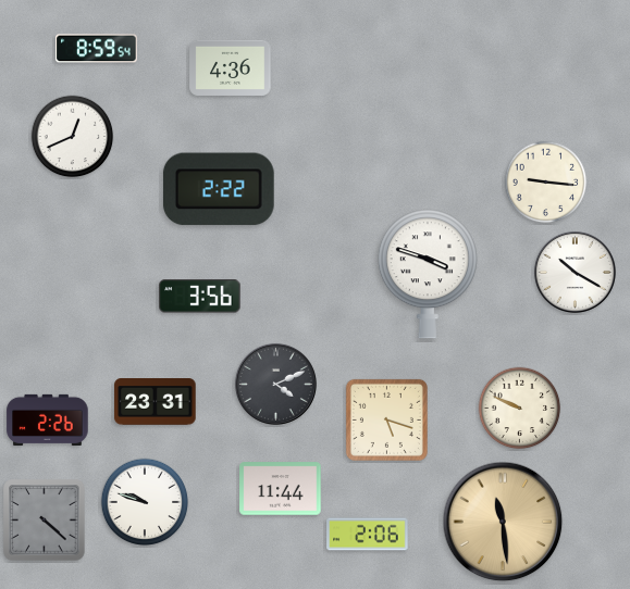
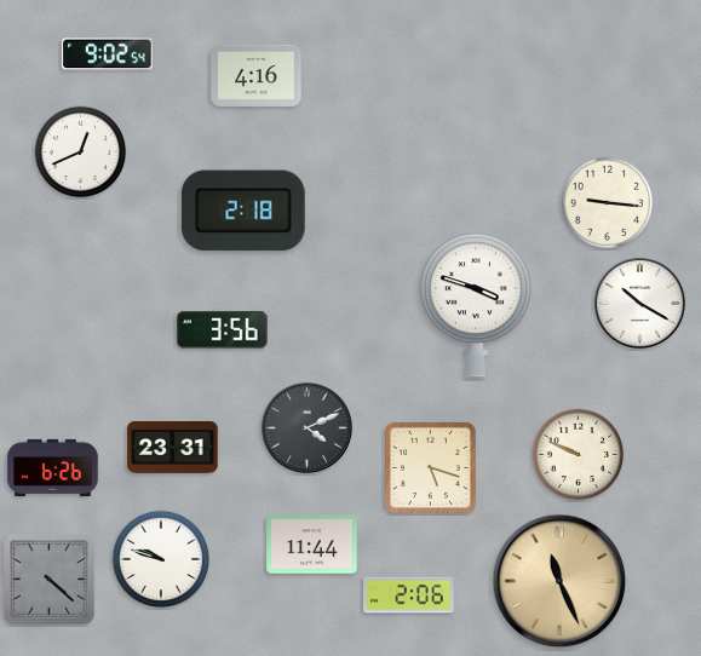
clock at (97, 49): 8:59 -> 9:02
clock at (231, 67): 4:36 -> 4:16
clock at (219, 189): 2:22 -> 2:18
clock at (48, 419): 2:26 -> 6:26
clock at (503, 522): 11:29 -> 11:26
